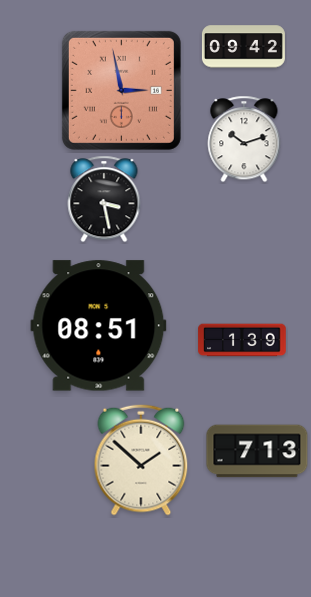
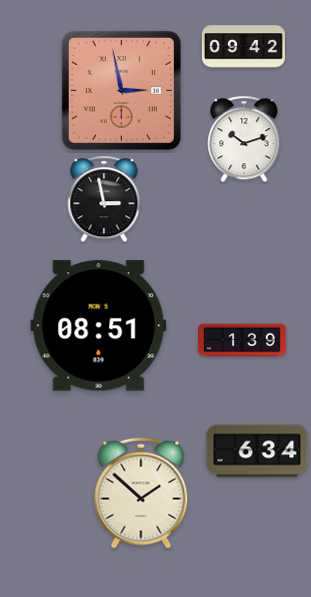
clock at (104, 199): 3:28 -> 2:58
clock at (257, 451): 7:13 -> 6:34
clock at (141, 460) position: (141, 460) -> (141, 493)
